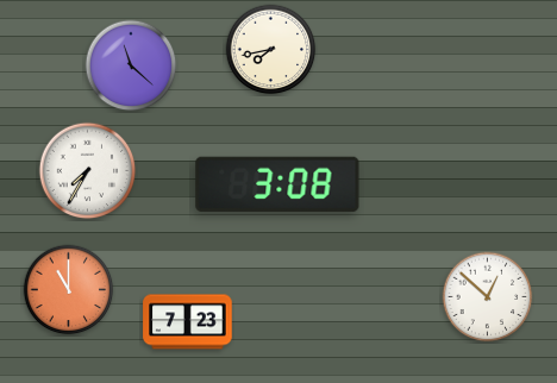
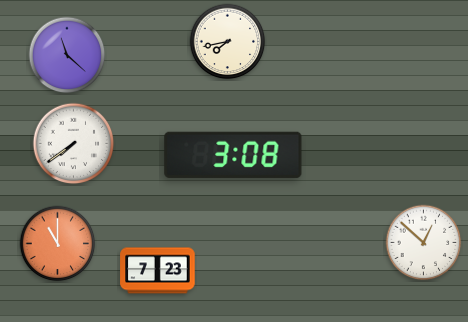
clock at (131, 65) position: (131, 65) -> (67, 55)
clock at (88, 171): 7:35 -> 7:39
clock at (488, 297) position: (488, 297) -> (424, 243)
